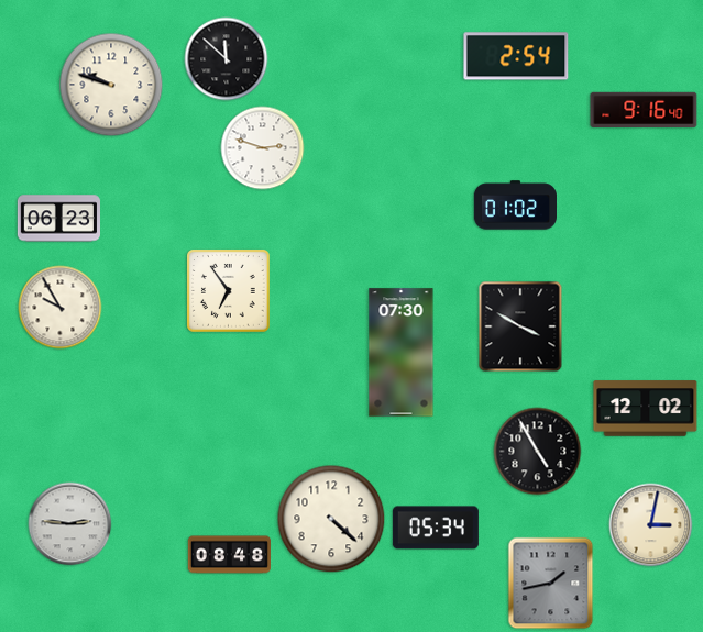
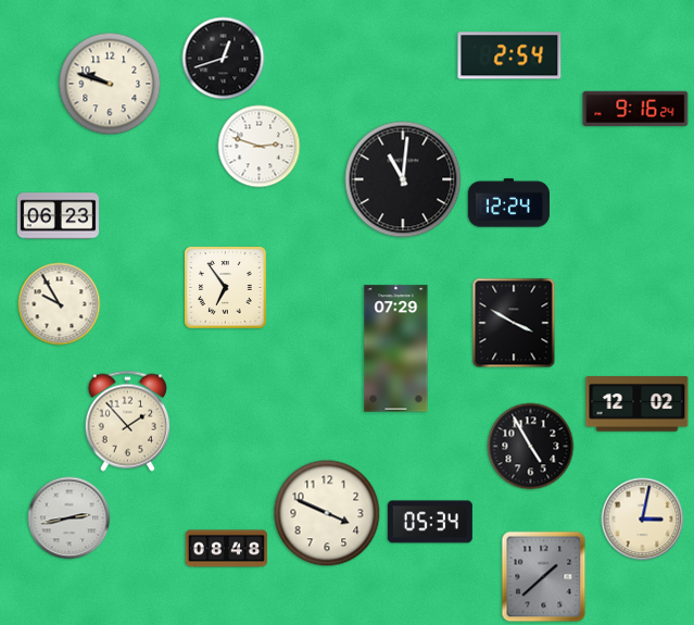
clock at (227, 59): 11:52 -> 12:42
clock at (644, 110): 9:16:40 -> 9:16:24
clock at (403, 179): none -> 11:01
clock at (515, 206): 01:02 -> 12:24
clock at (402, 353): 07:30 -> 07:29
clock at (127, 421): none -> 1:53
clock at (331, 519): 4:22 -> 3:49
clock at (70, 524): 2:46 -> 2:43
clock at (551, 584): 1:43 -> 1:38
